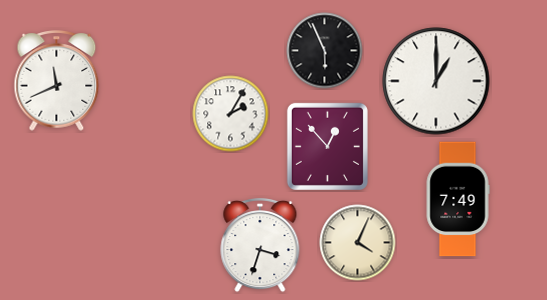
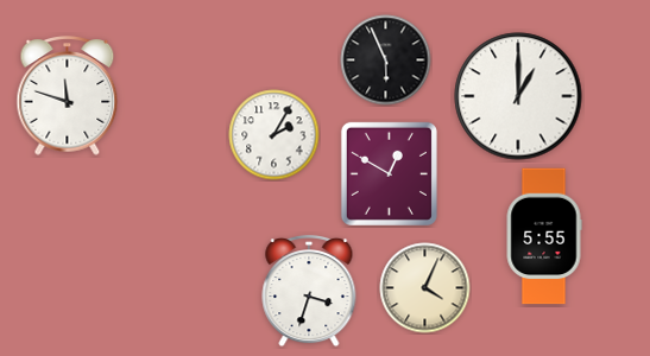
clock at (57, 81): 11:41 -> 11:48
clock at (327, 146): 12:53 -> 12:50
clock at (458, 199): 7:49 -> 5:55
